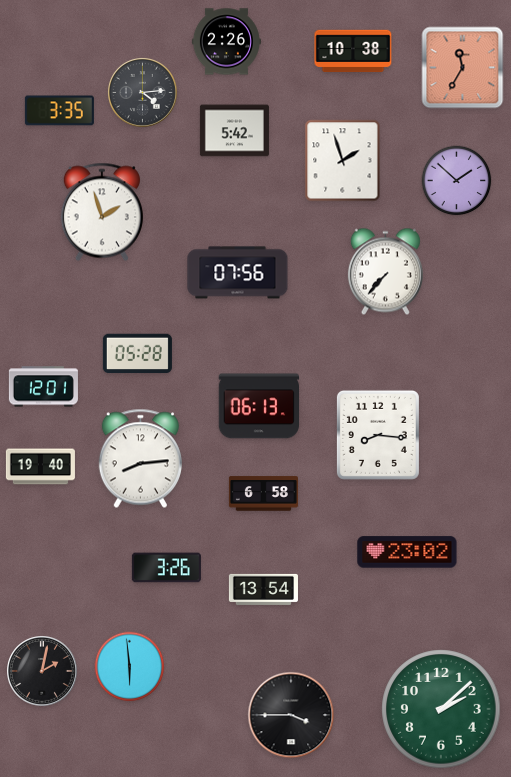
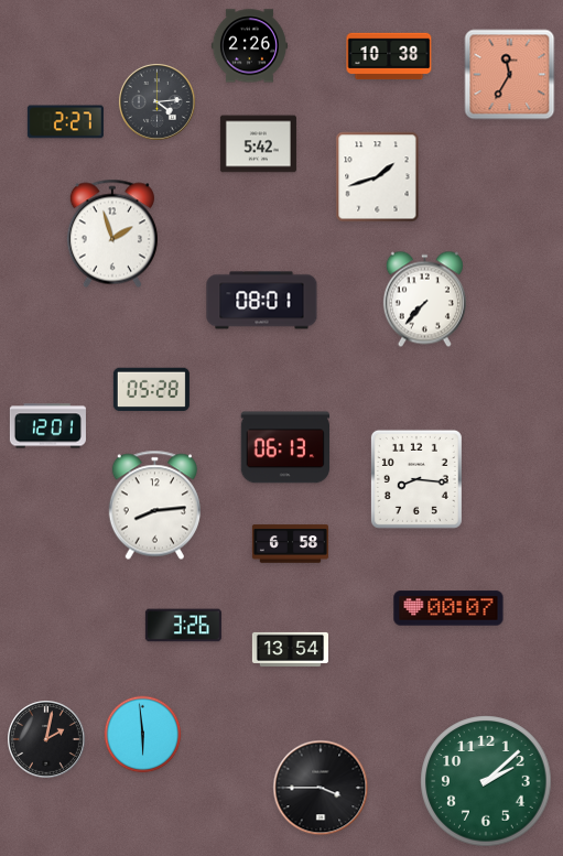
clock at (59, 111): 3:35 -> 2:27
clock at (343, 161): 1:57 -> 1:42
clock at (457, 181): 1:52 -> none
clock at (238, 273): 07:56 -> 08:01
clock at (40, 467): 19:40 -> none
clock at (407, 552): 23:02 -> 00:07
